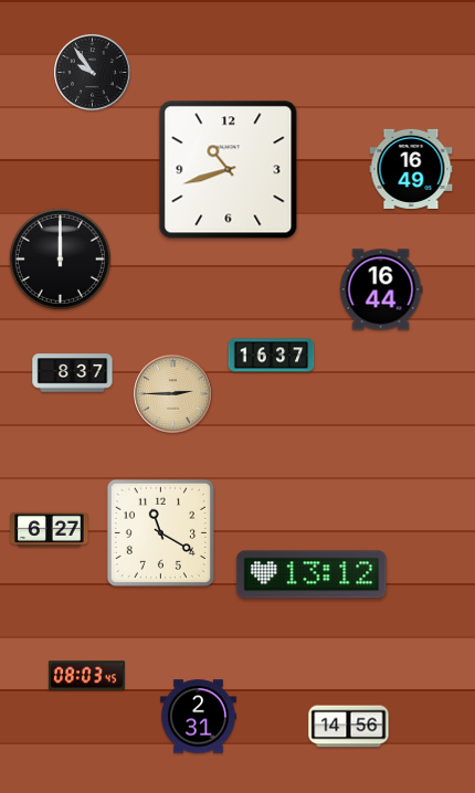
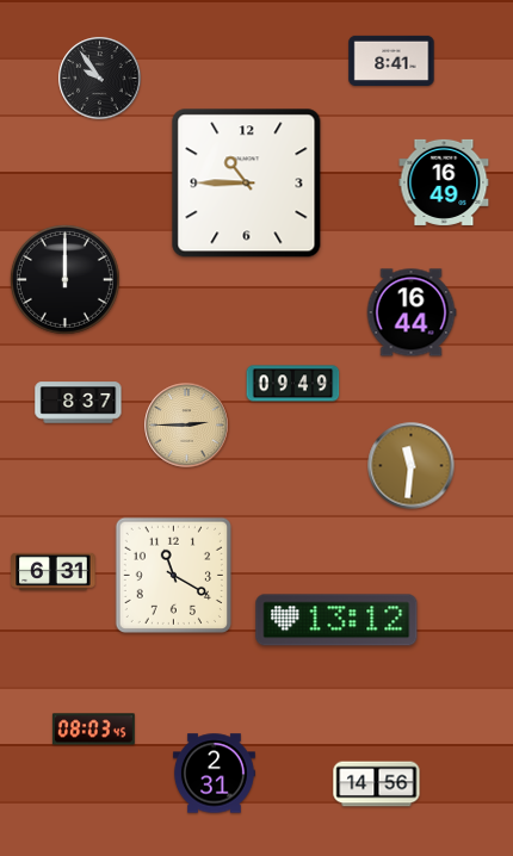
clock at (391, 60): none -> 8:41
clock at (229, 170): 10:42 -> 10:45
clock at (272, 356): 16:37 -> 09:49
clock at (412, 466): none -> 11:31
clock at (50, 530): 6:27 -> 6:31
